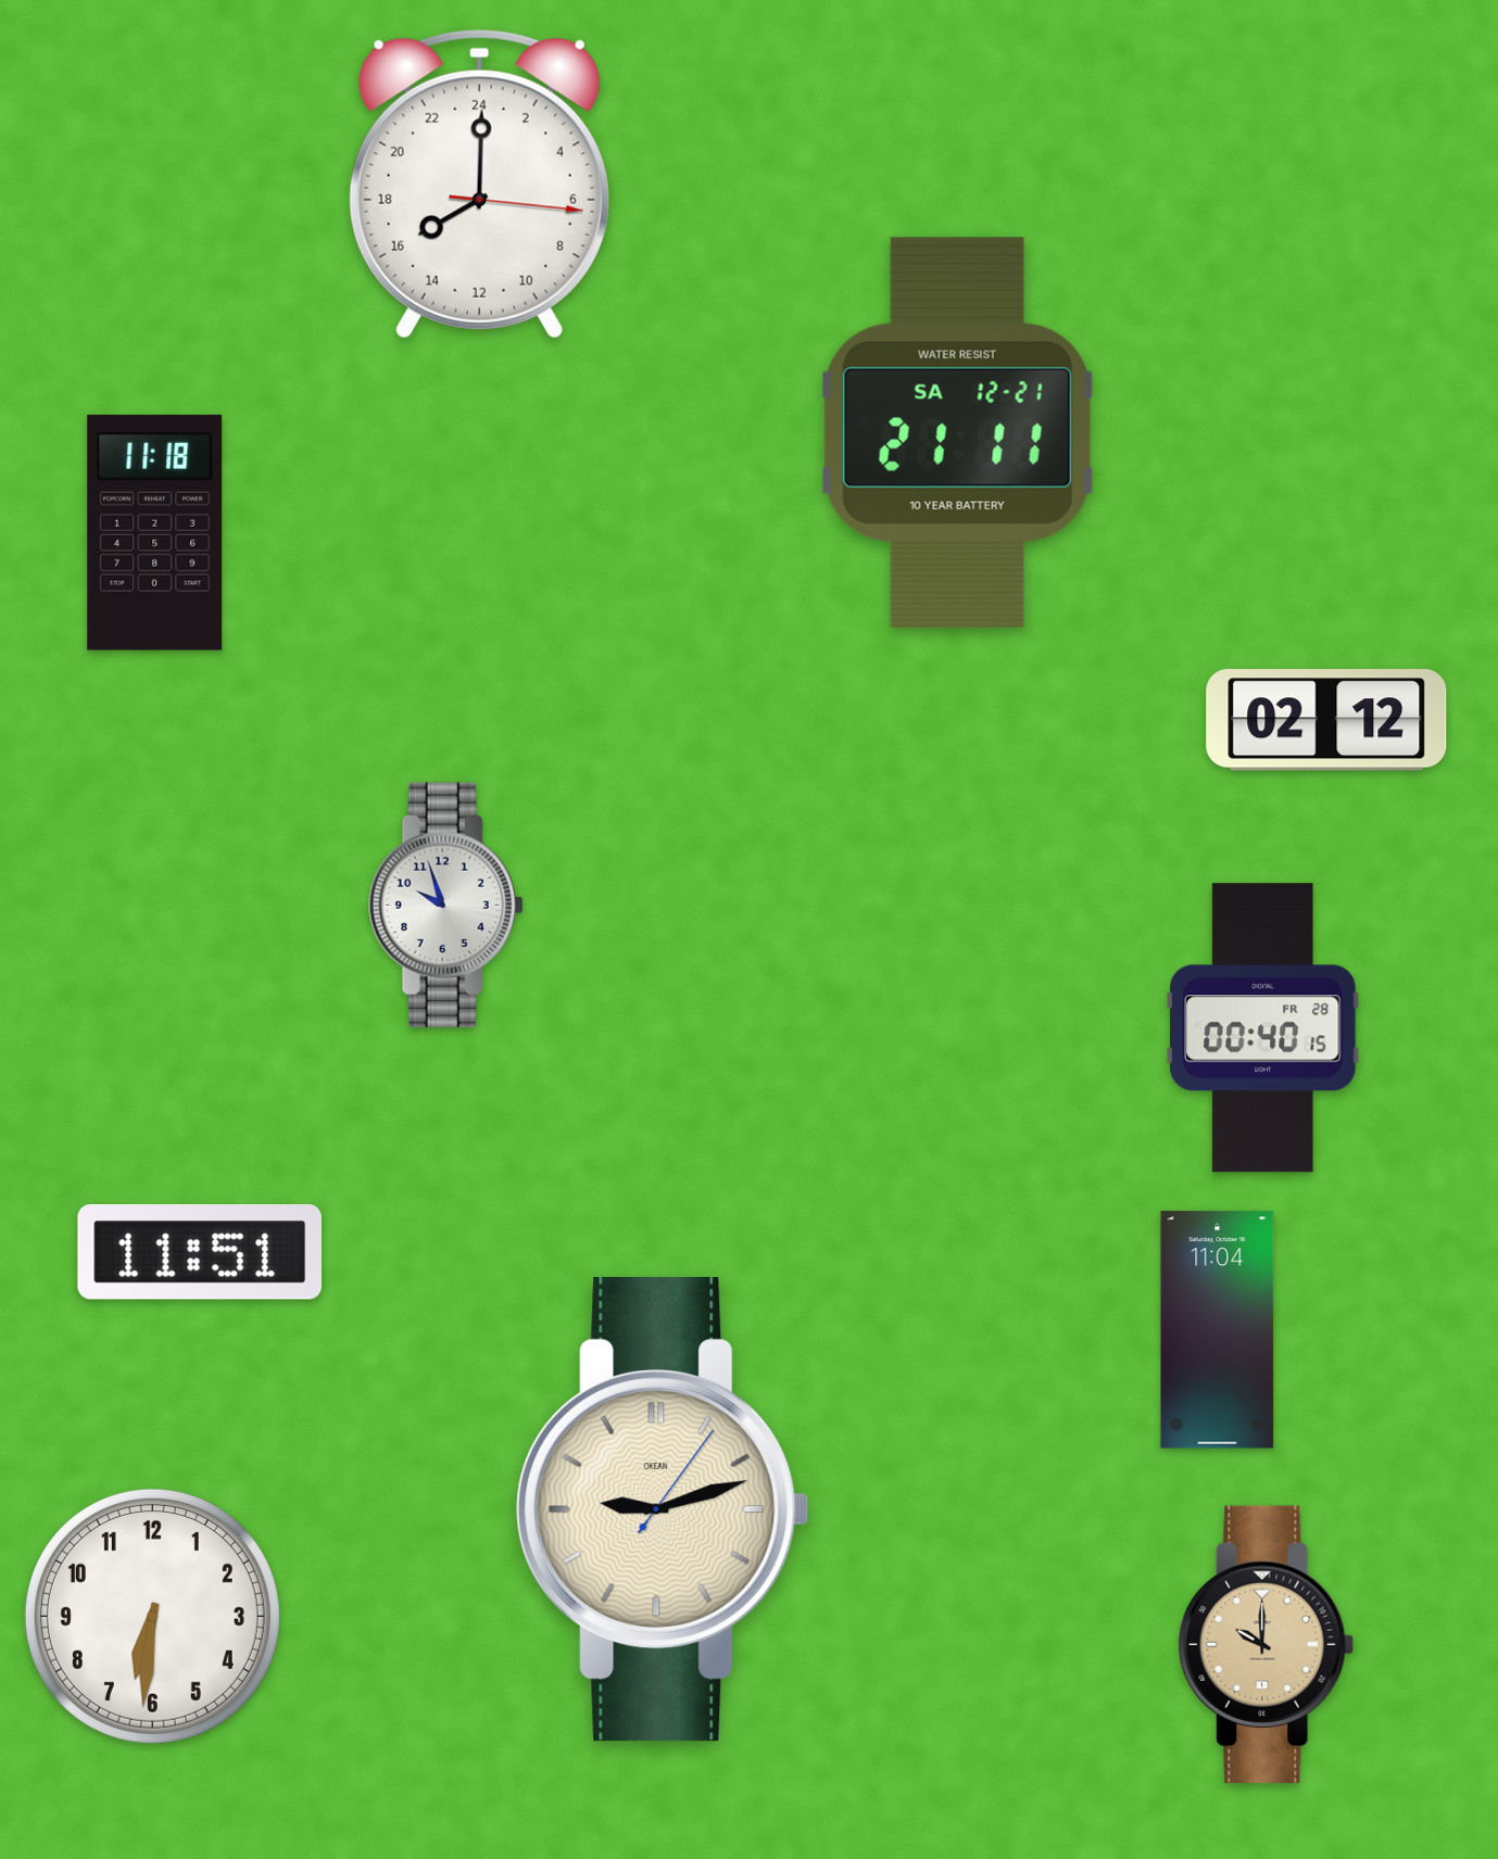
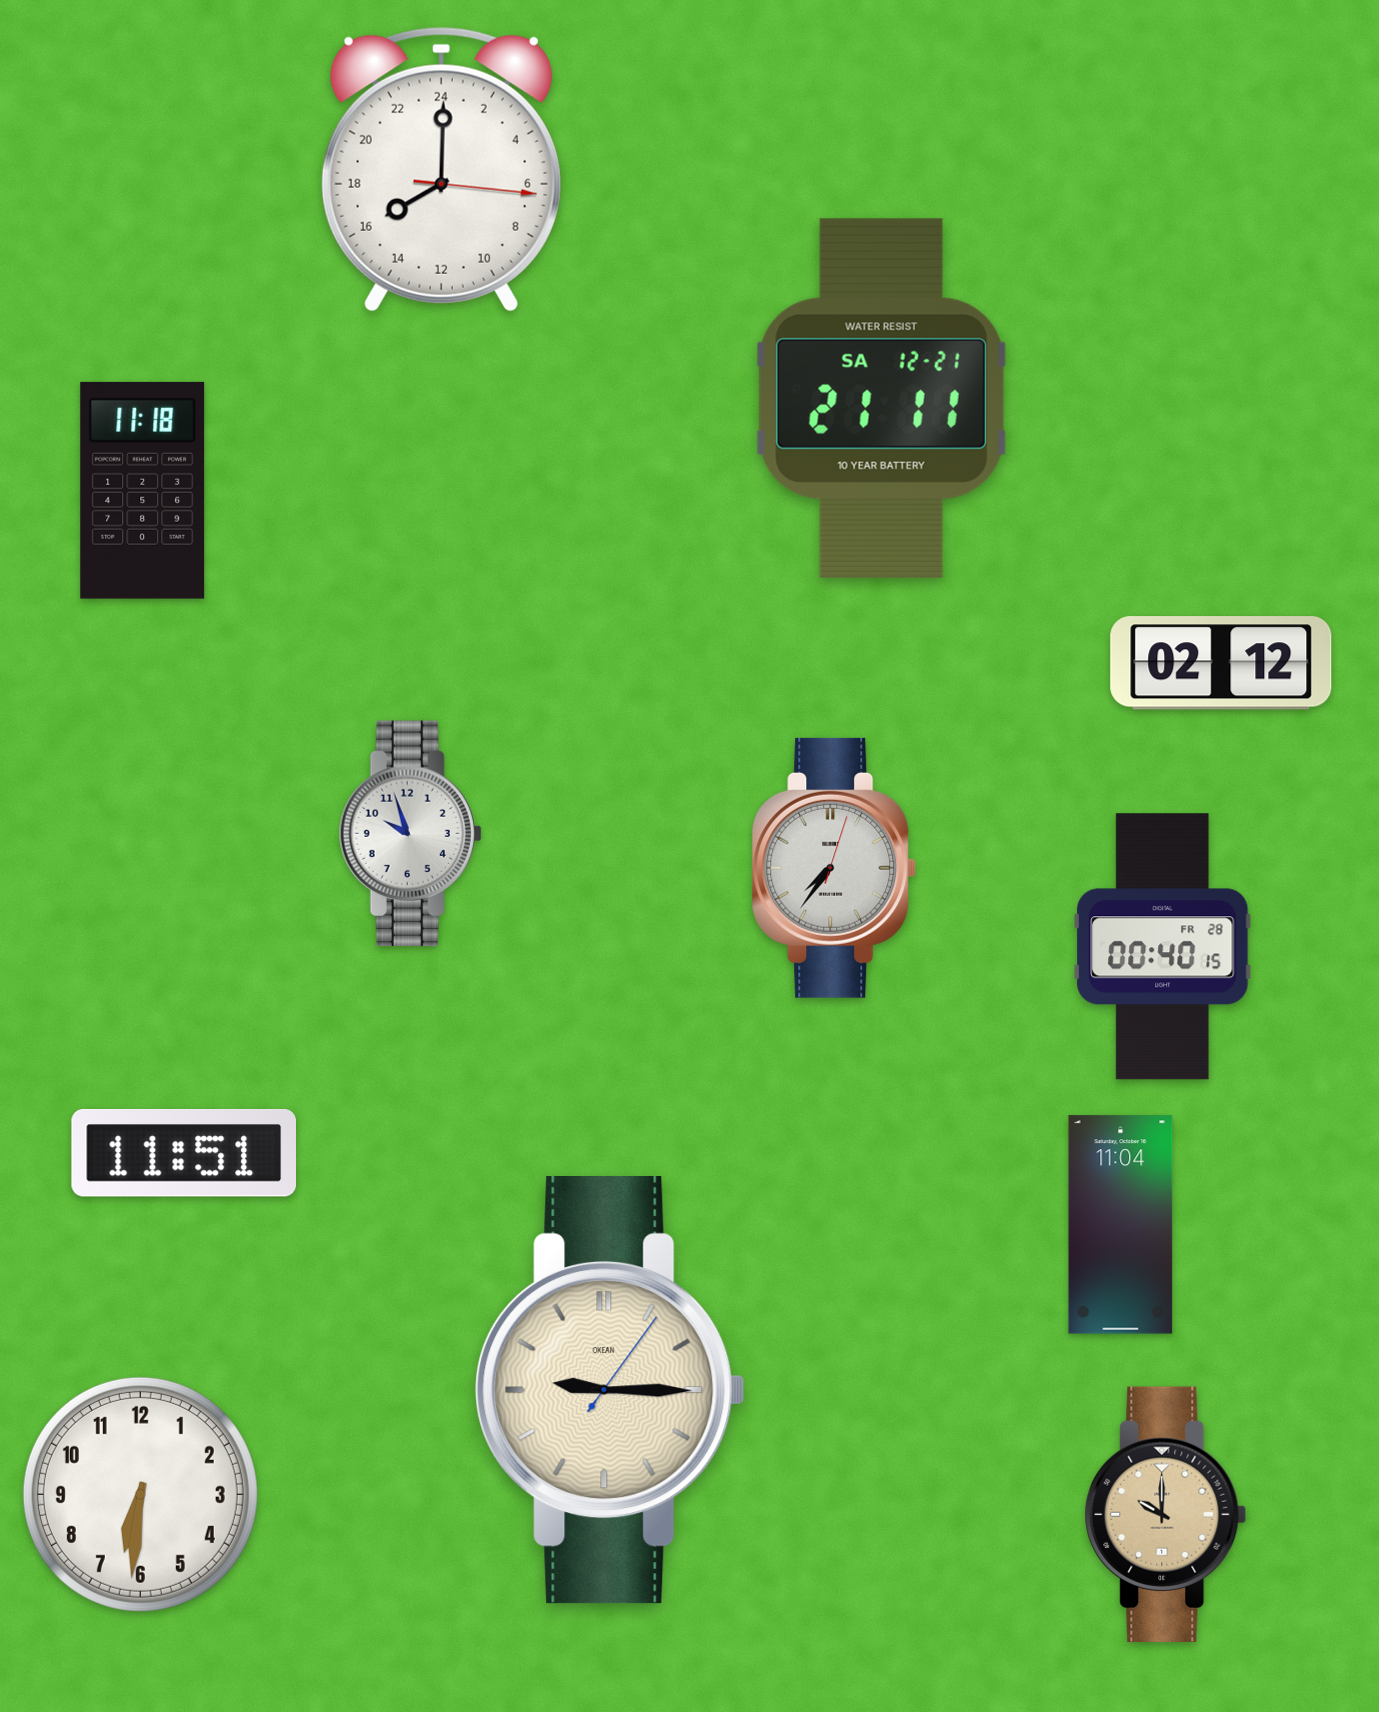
clock at (834, 868): none -> 7:36
clock at (663, 1510): 9:12 -> 9:15
clock at (152, 1616) position: (152, 1616) -> (140, 1494)
